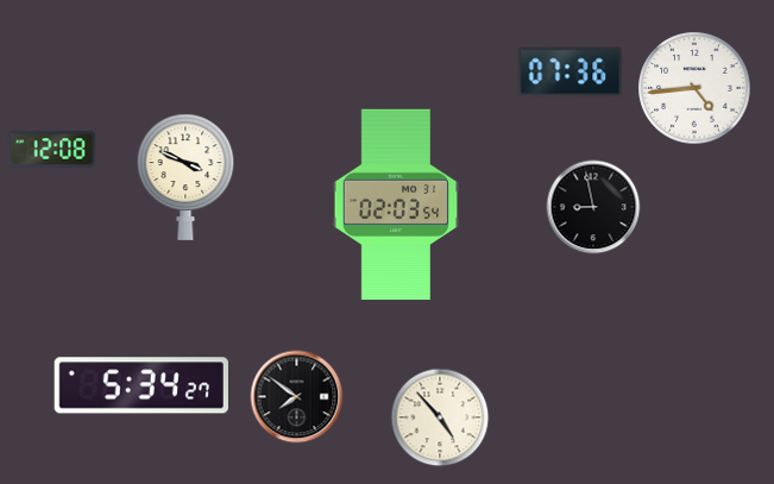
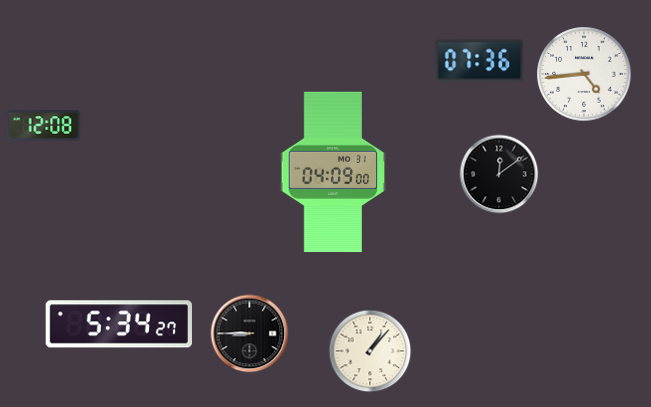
clock at (185, 177): 3:49 -> none
clock at (396, 205): 02:03 -> 04:09
clock at (593, 207): 8:58 -> 12:09
clock at (297, 397): 7:51 -> 8:45
clock at (440, 417): 4:53 -> 1:07
